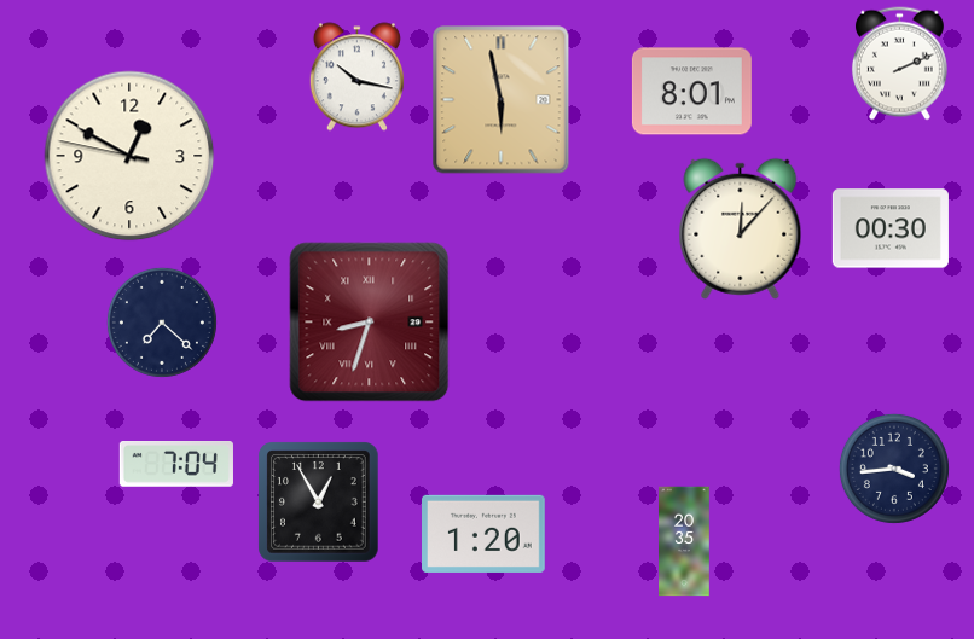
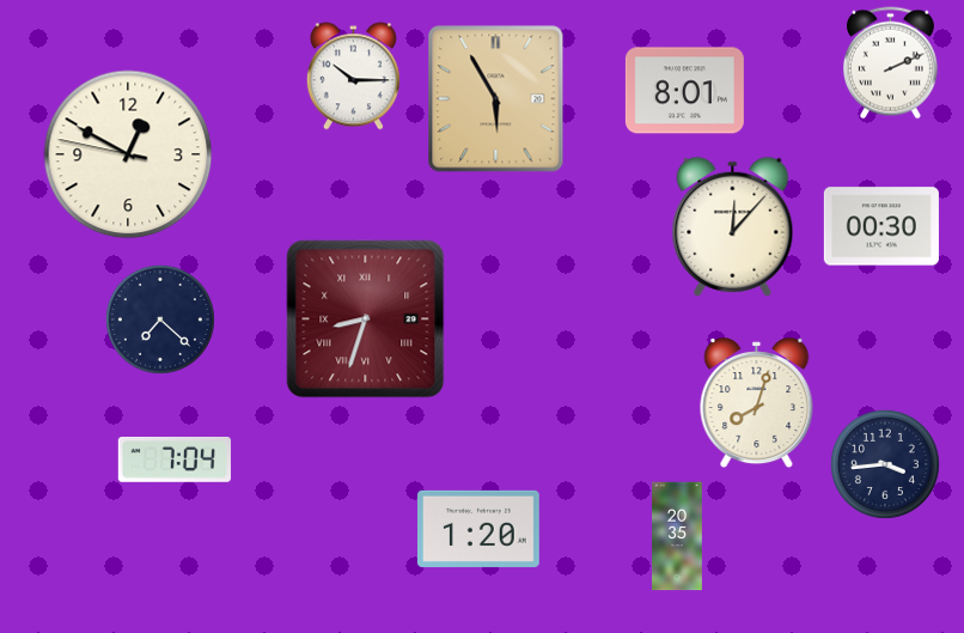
clock at (356, 77): 10:17 -> 10:15
clock at (502, 100): 5:58 -> 5:55
clock at (757, 403): none -> 8:03
clock at (319, 503): 12:55 -> none
